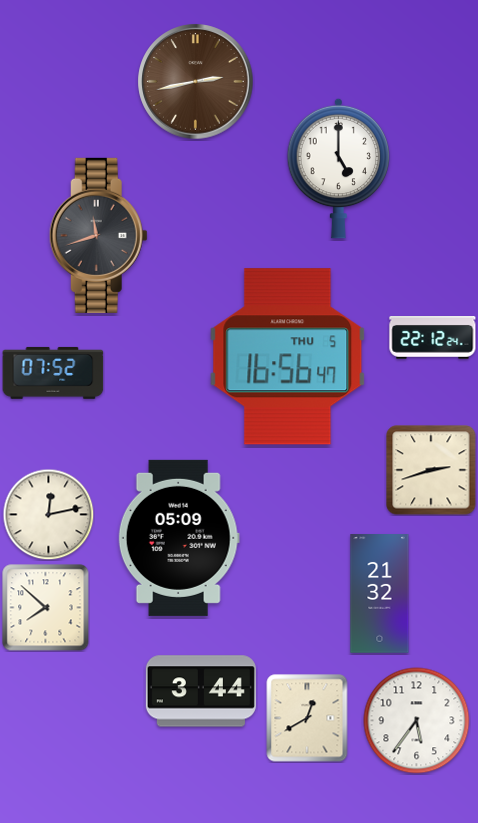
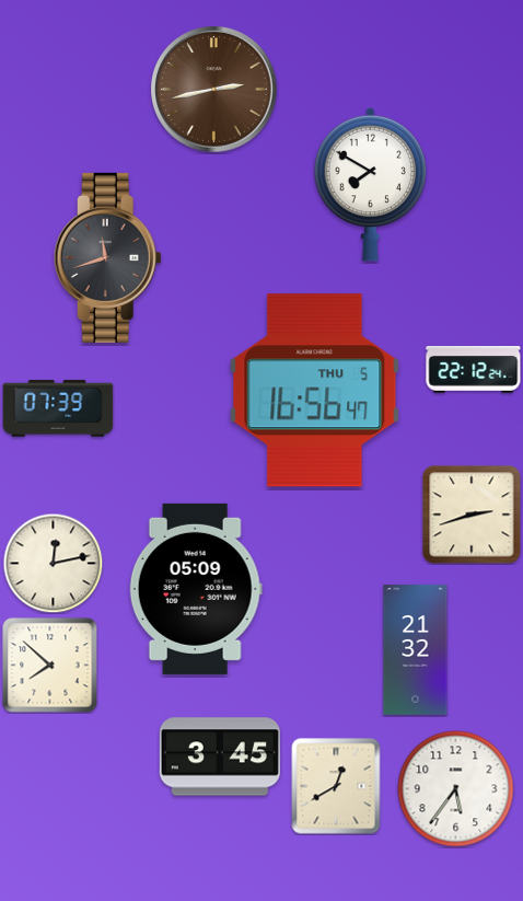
clock at (339, 168): 5:00 -> 7:50
clock at (53, 373): 07:52 -> 07:39
clock at (201, 691): 3:44 -> 3:45
